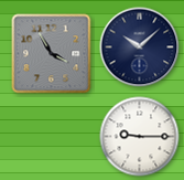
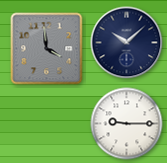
clock at (52, 54): 3:55 -> 3:59
